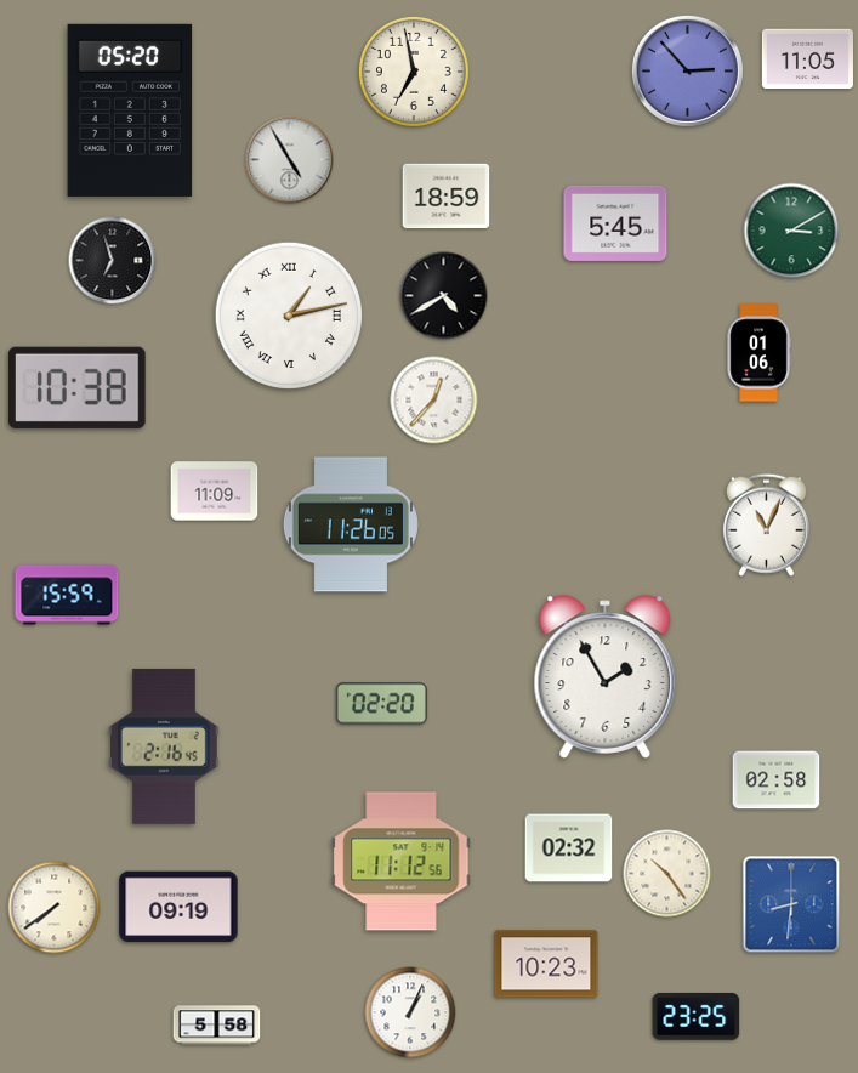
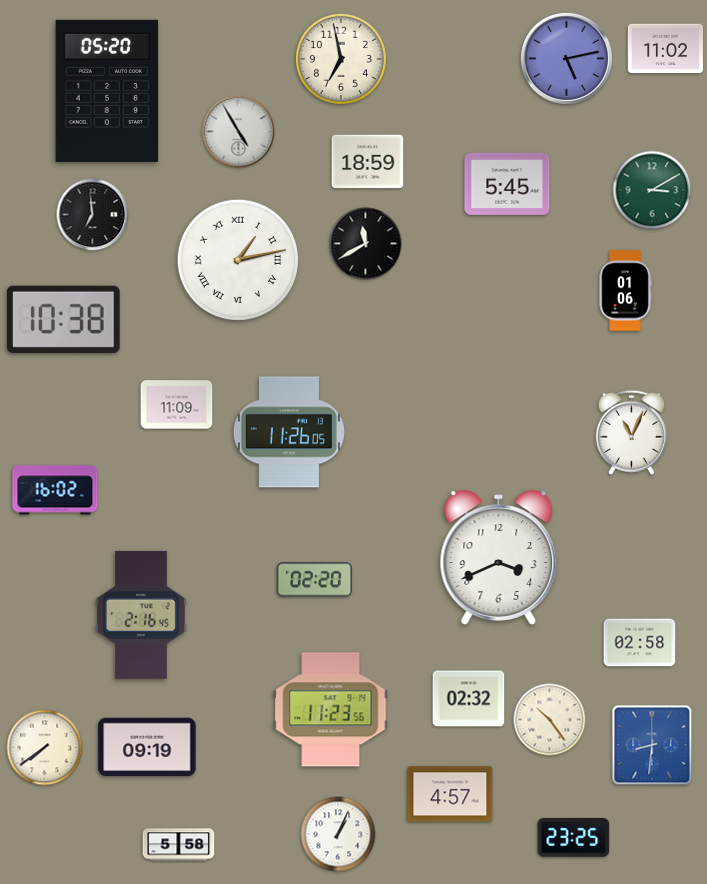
clock at (807, 59): 11:05 -> 11:02
clock at (687, 70): 2:53 -> 5:13
clock at (113, 261): 6:57 -> 6:59
clock at (444, 296): 4:40 -> 11:40
clock at (434, 401): 12:37 -> none
clock at (67, 595): 15:59 -> 16:02
clock at (606, 677): 1:55 -> 3:41
clock at (165, 746) position: (165, 746) -> (142, 615)
clock at (402, 862): 11:12 -> 11:23
clock at (546, 964): 10:23 -> 4:57
